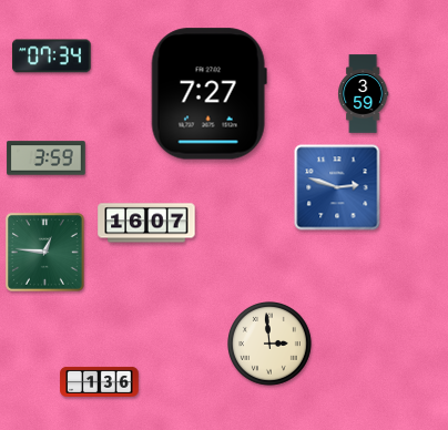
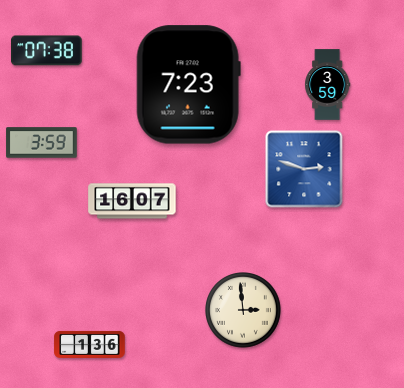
clock at (52, 57): 07:34 -> 07:38
clock at (208, 94): 7:27 -> 7:23
clock at (44, 252): 12:46 -> none
